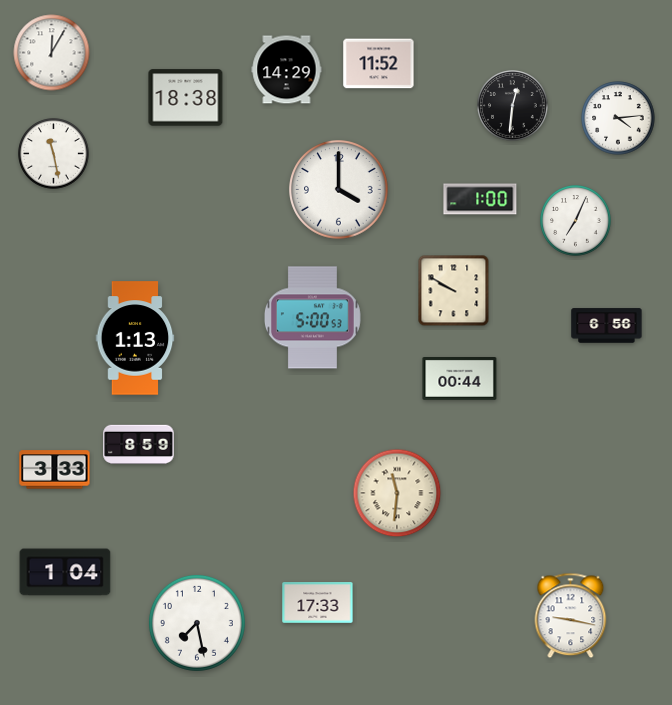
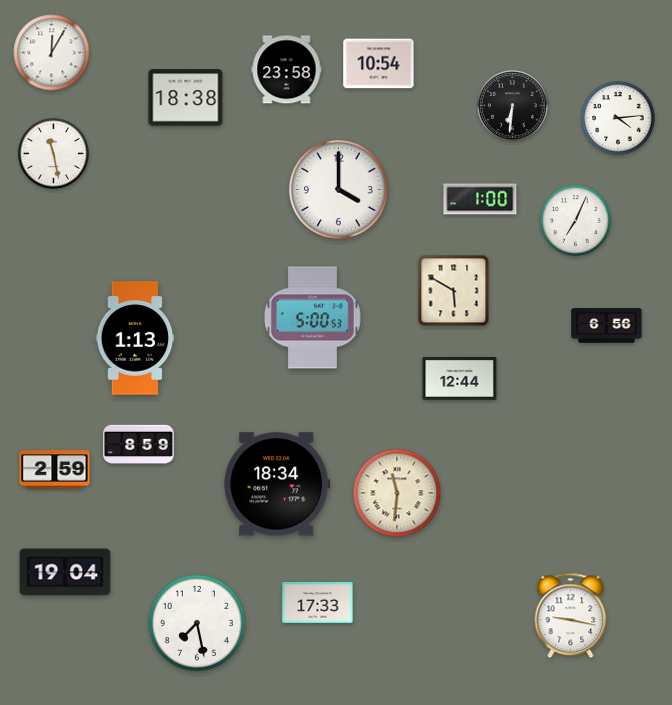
clock at (379, 64): 11:52 -> 10:54
clock at (287, 70): 14:29 -> 23:58
clock at (513, 106): 12:31 -> 6:31
clock at (454, 291): 9:50 -> 5:50
clock at (460, 379): 00:44 -> 12:44
clock at (55, 470): 3:33 -> 2:59
clock at (277, 484): none -> 18:34
clock at (65, 572): 1:04 -> 19:04
